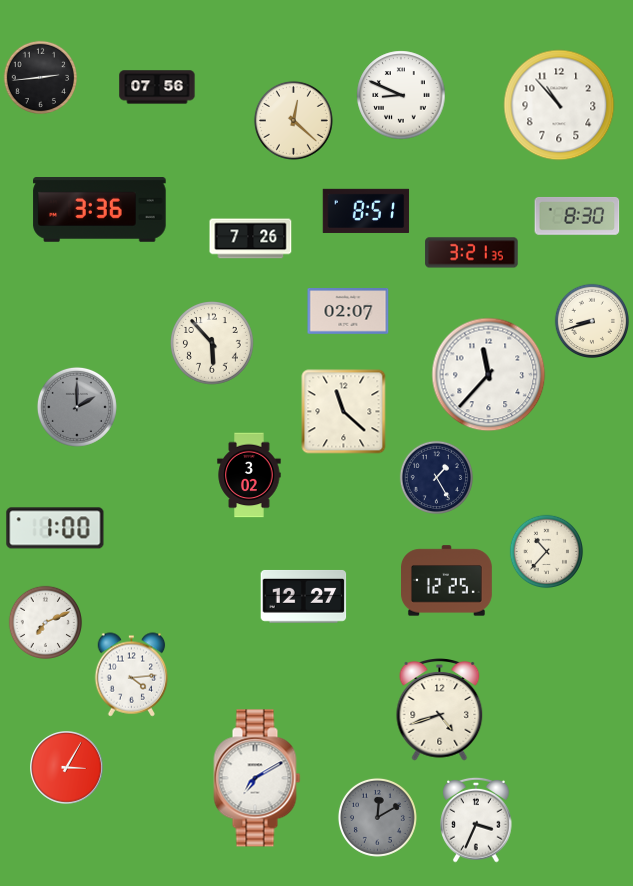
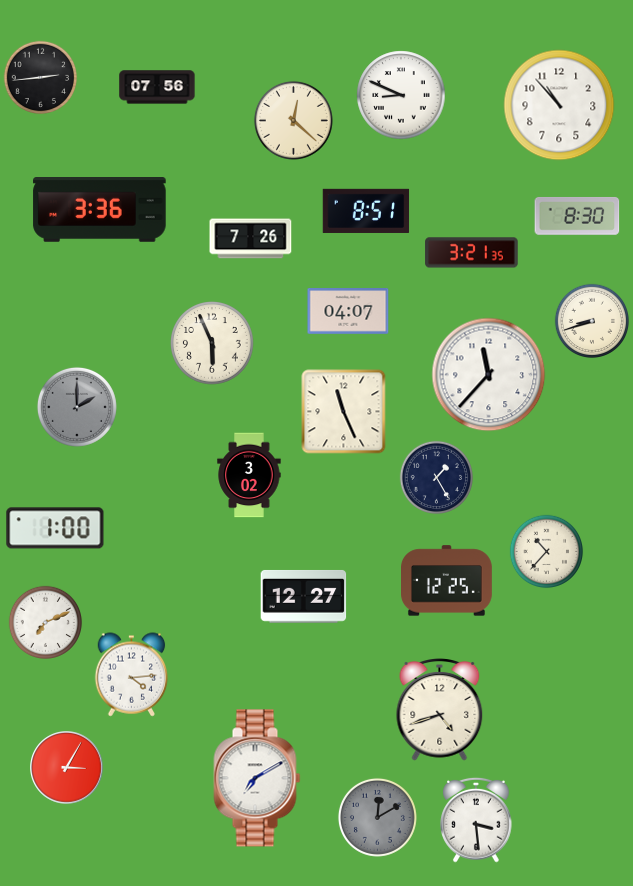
clock at (348, 312): 02:07 -> 04:07
clock at (213, 344): 5:53 -> 5:56
clock at (344, 412): 11:22 -> 11:26
clock at (476, 820): 3:34 -> 3:29
